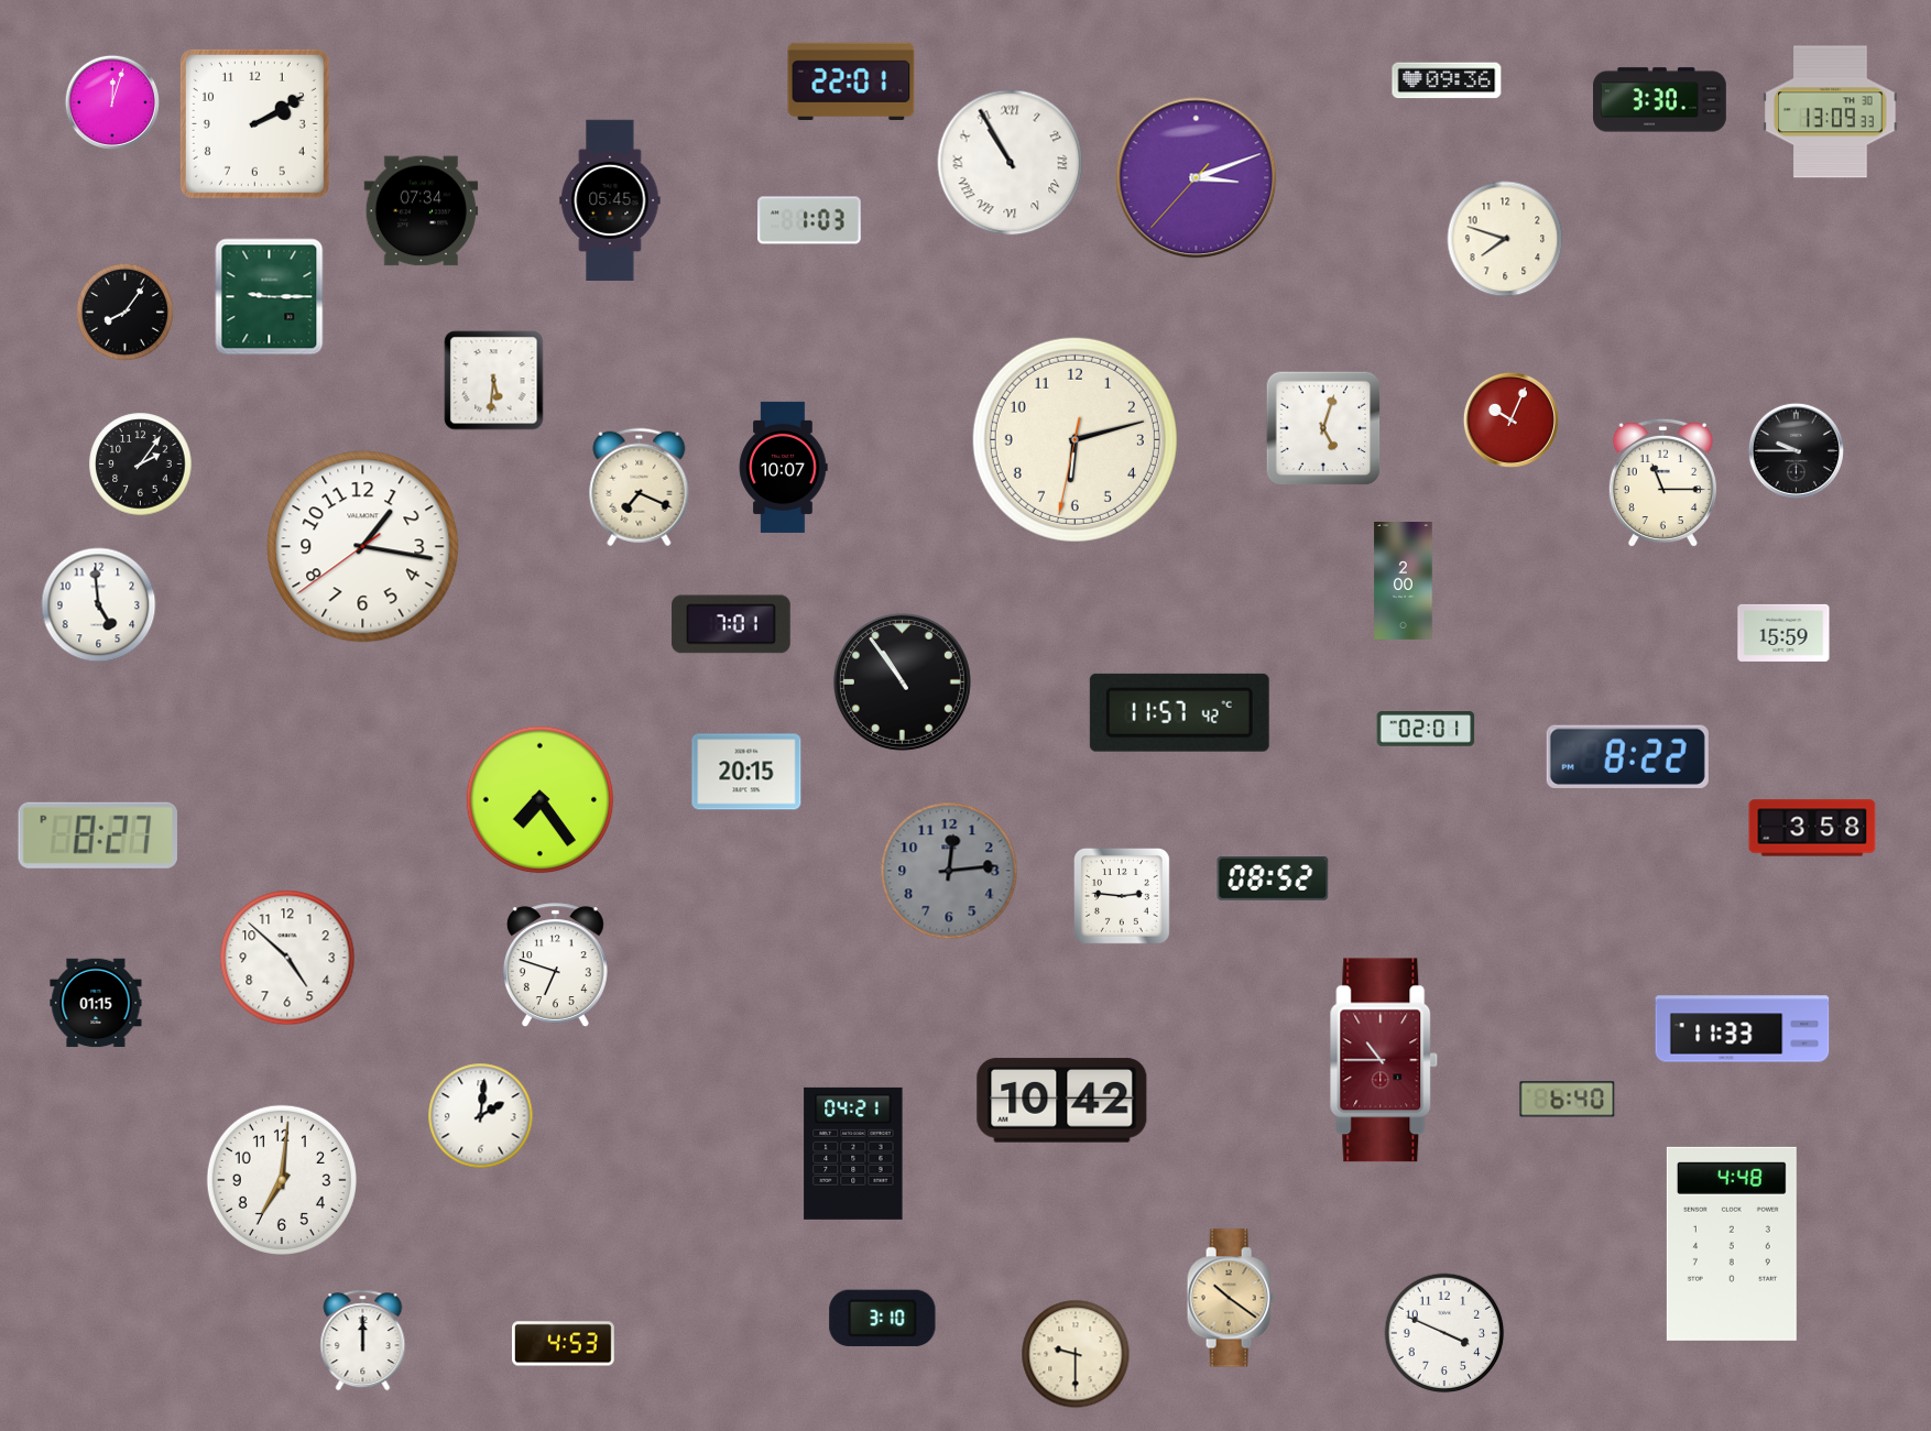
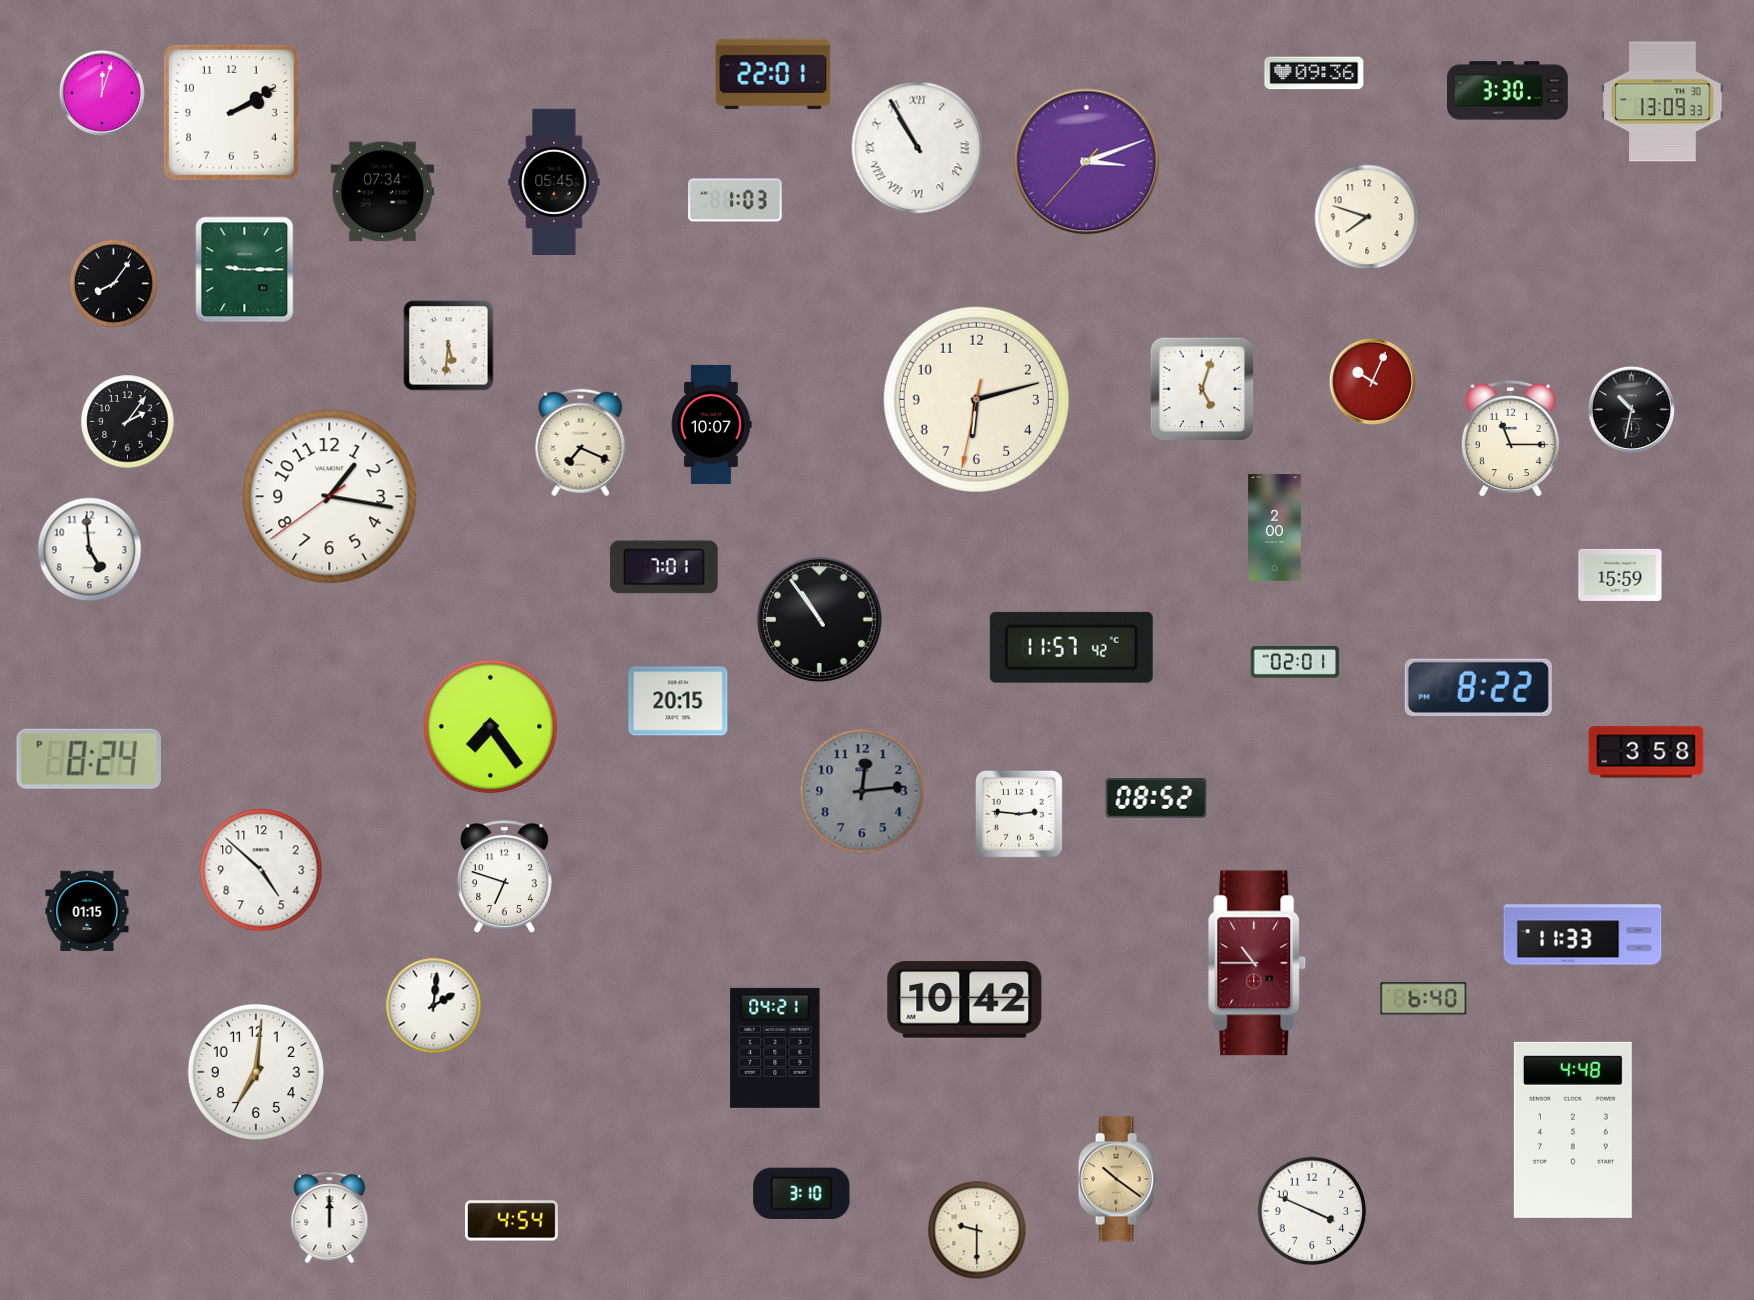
clock at (1796, 450): 9:45 -> 10:32
clock at (98, 835): 8:27 -> 8:24
clock at (481, 1116) position: (481, 1116) -> (434, 1006)
clock at (883, 1318) position: (883, 1318) -> (802, 1193)
clock at (564, 1344): 4:53 -> 4:54
